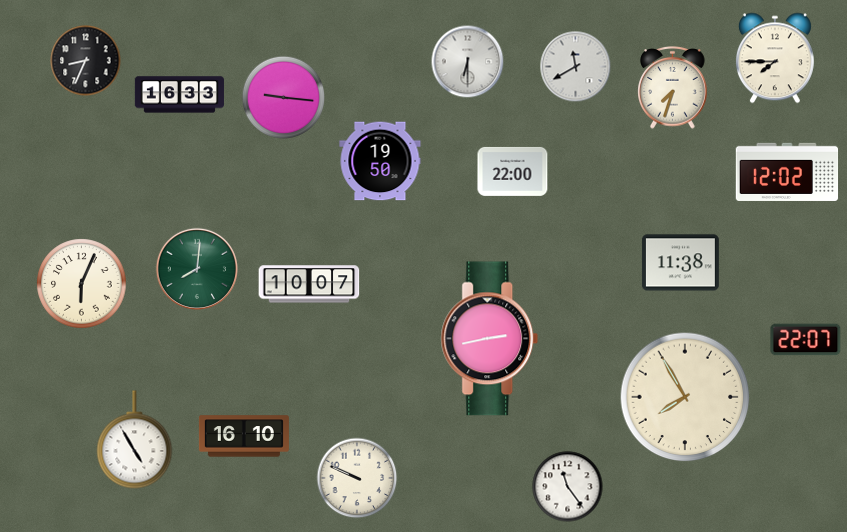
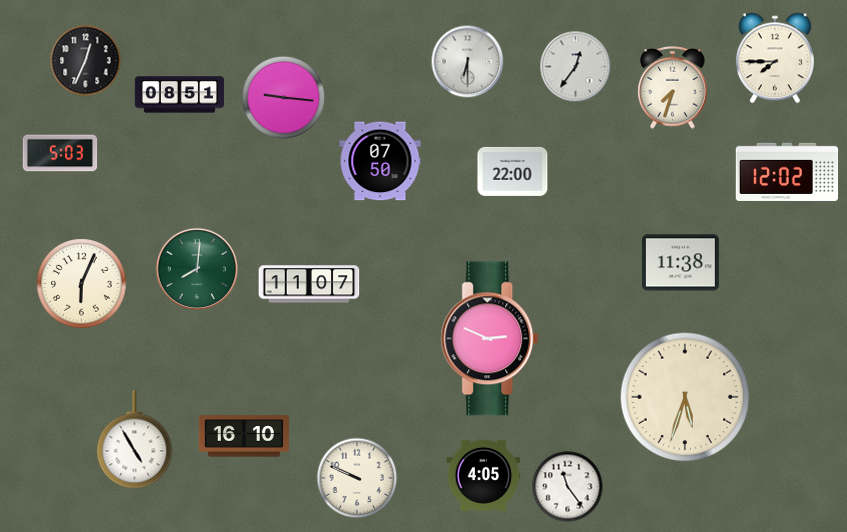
clock at (86, 61): 8:34 -> 12:34
clock at (576, 67): 11:40 -> 12:36
clock at (179, 95): 16:33 -> 08:51
clock at (60, 153): none -> 5:03
clock at (380, 161): 19:50 -> 07:50
clock at (309, 284): 10:07 -> 11:07
clock at (490, 339): 2:43 -> 2:49
clock at (806, 340): 22:07 -> none
clock at (685, 397): 7:55 -> 5:33
clock at (484, 475): none -> 4:05
